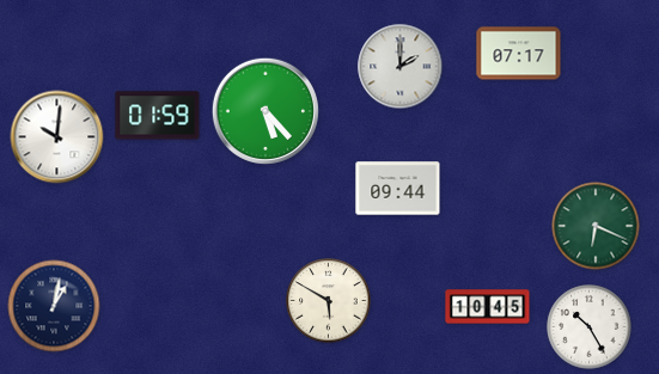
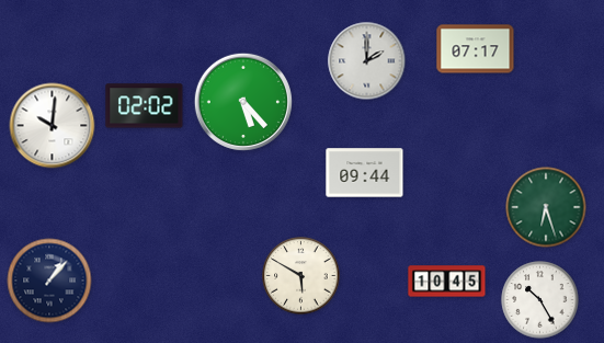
clock at (158, 116): 01:59 -> 02:02
clock at (596, 226): 6:19 -> 6:27
clock at (54, 306): 1:02 -> 1:07
